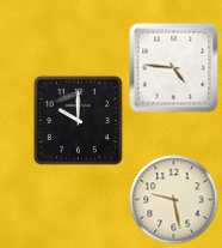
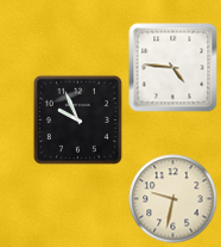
clock at (78, 120): 10:00 -> 9:56
clock at (174, 200): 9:28 -> 9:32
